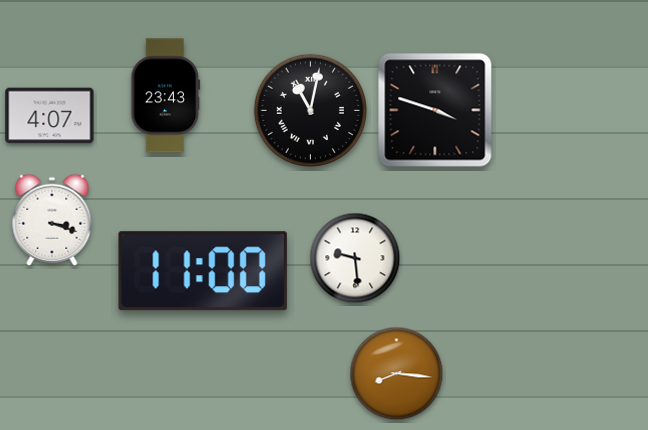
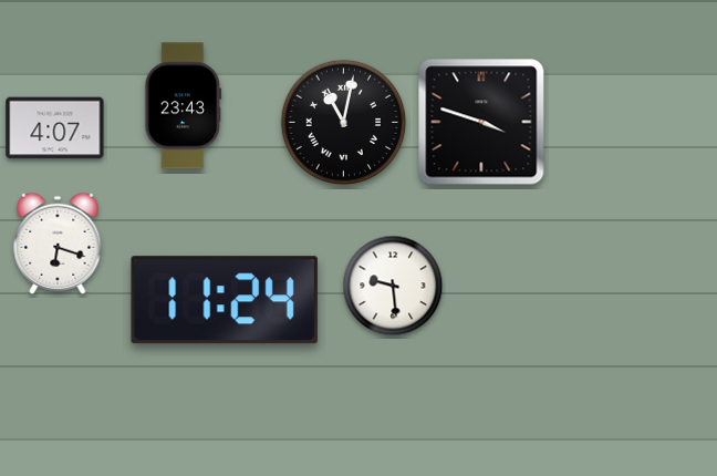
clock at (52, 220): 3:18 -> 6:18
clock at (203, 271): 11:00 -> 11:24
clock at (397, 374): 8:16 -> none
